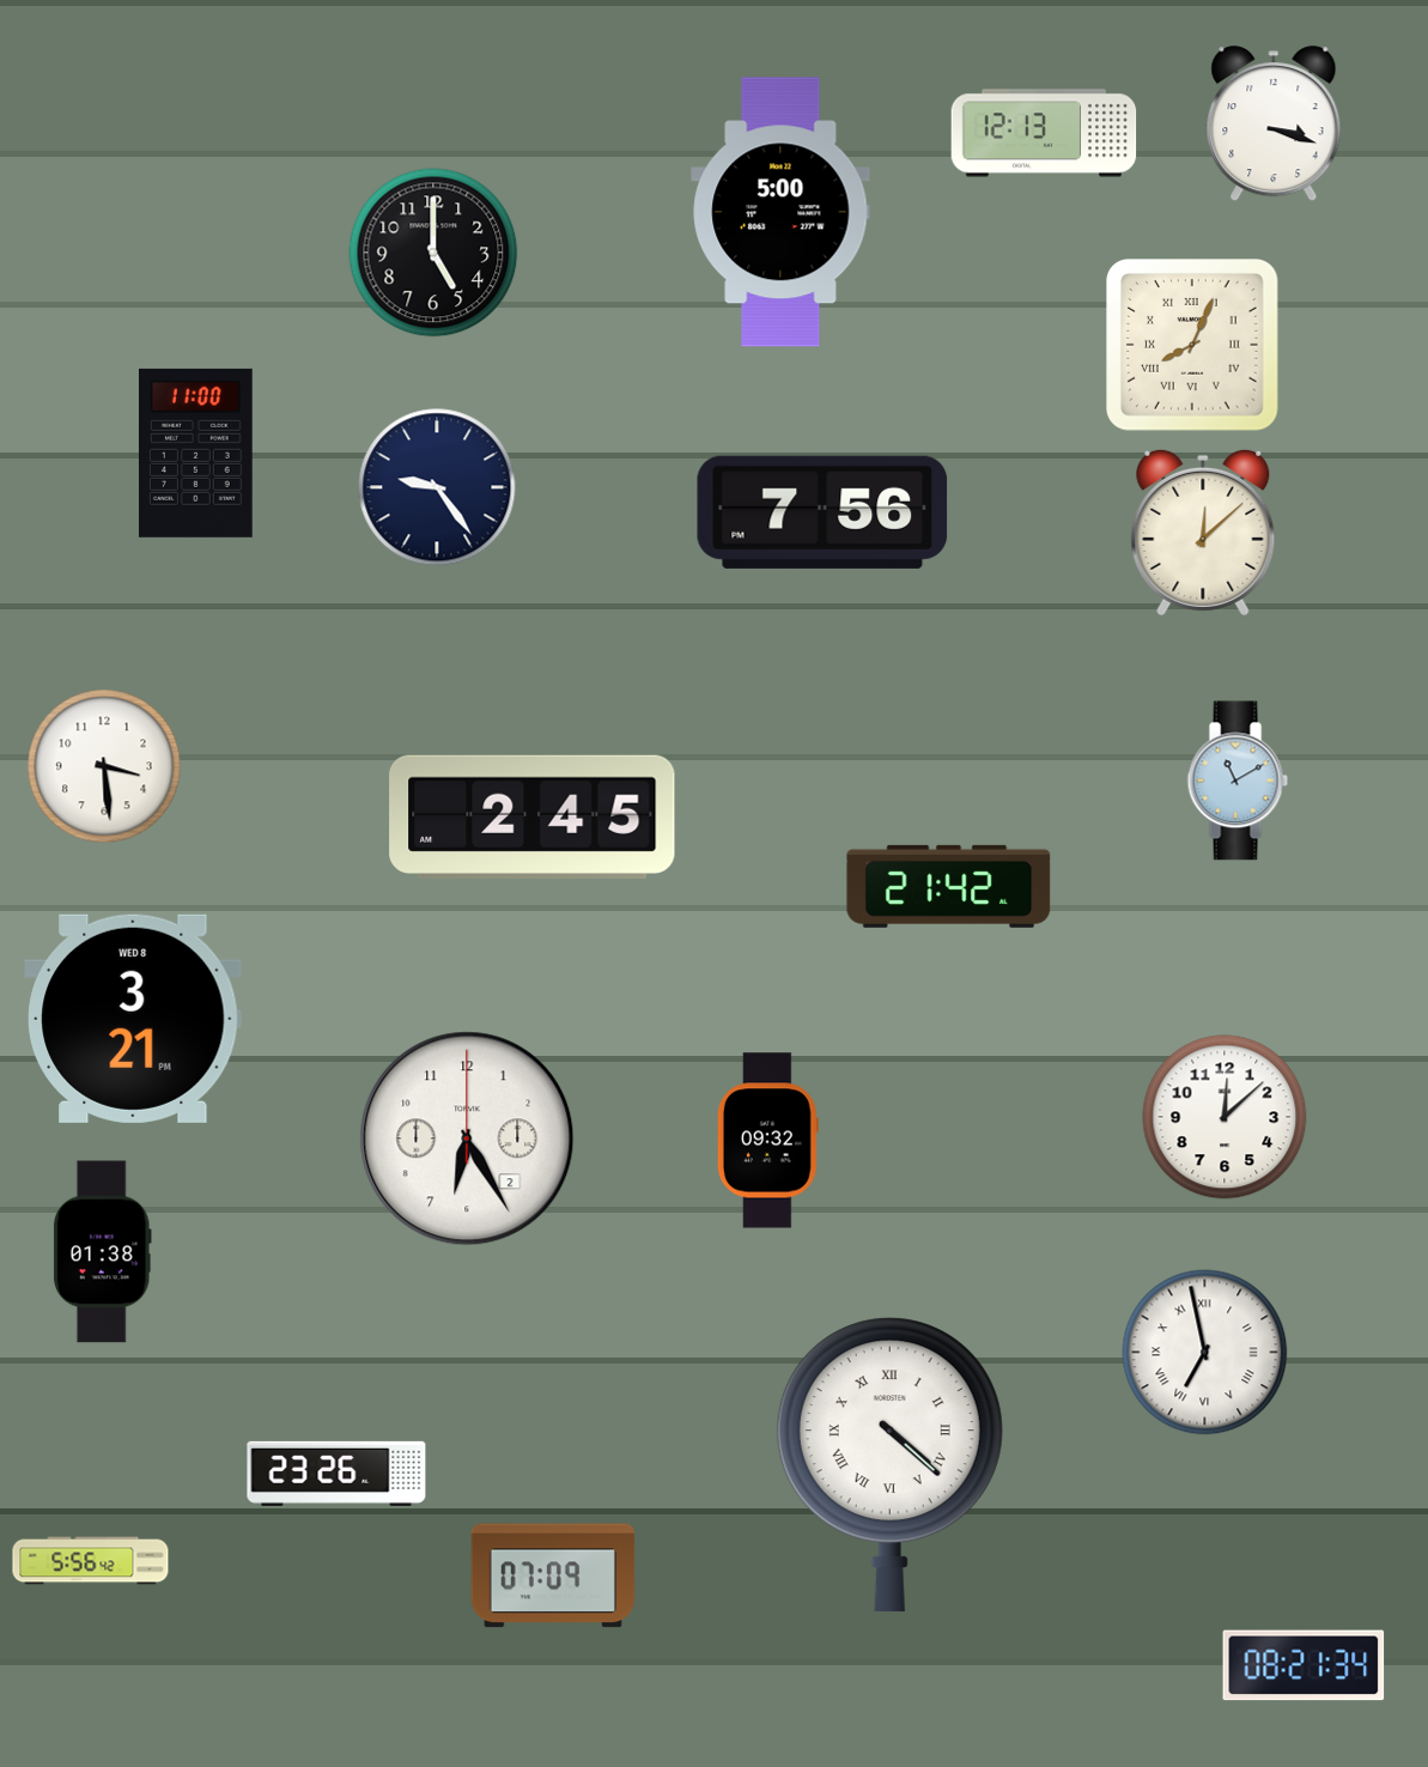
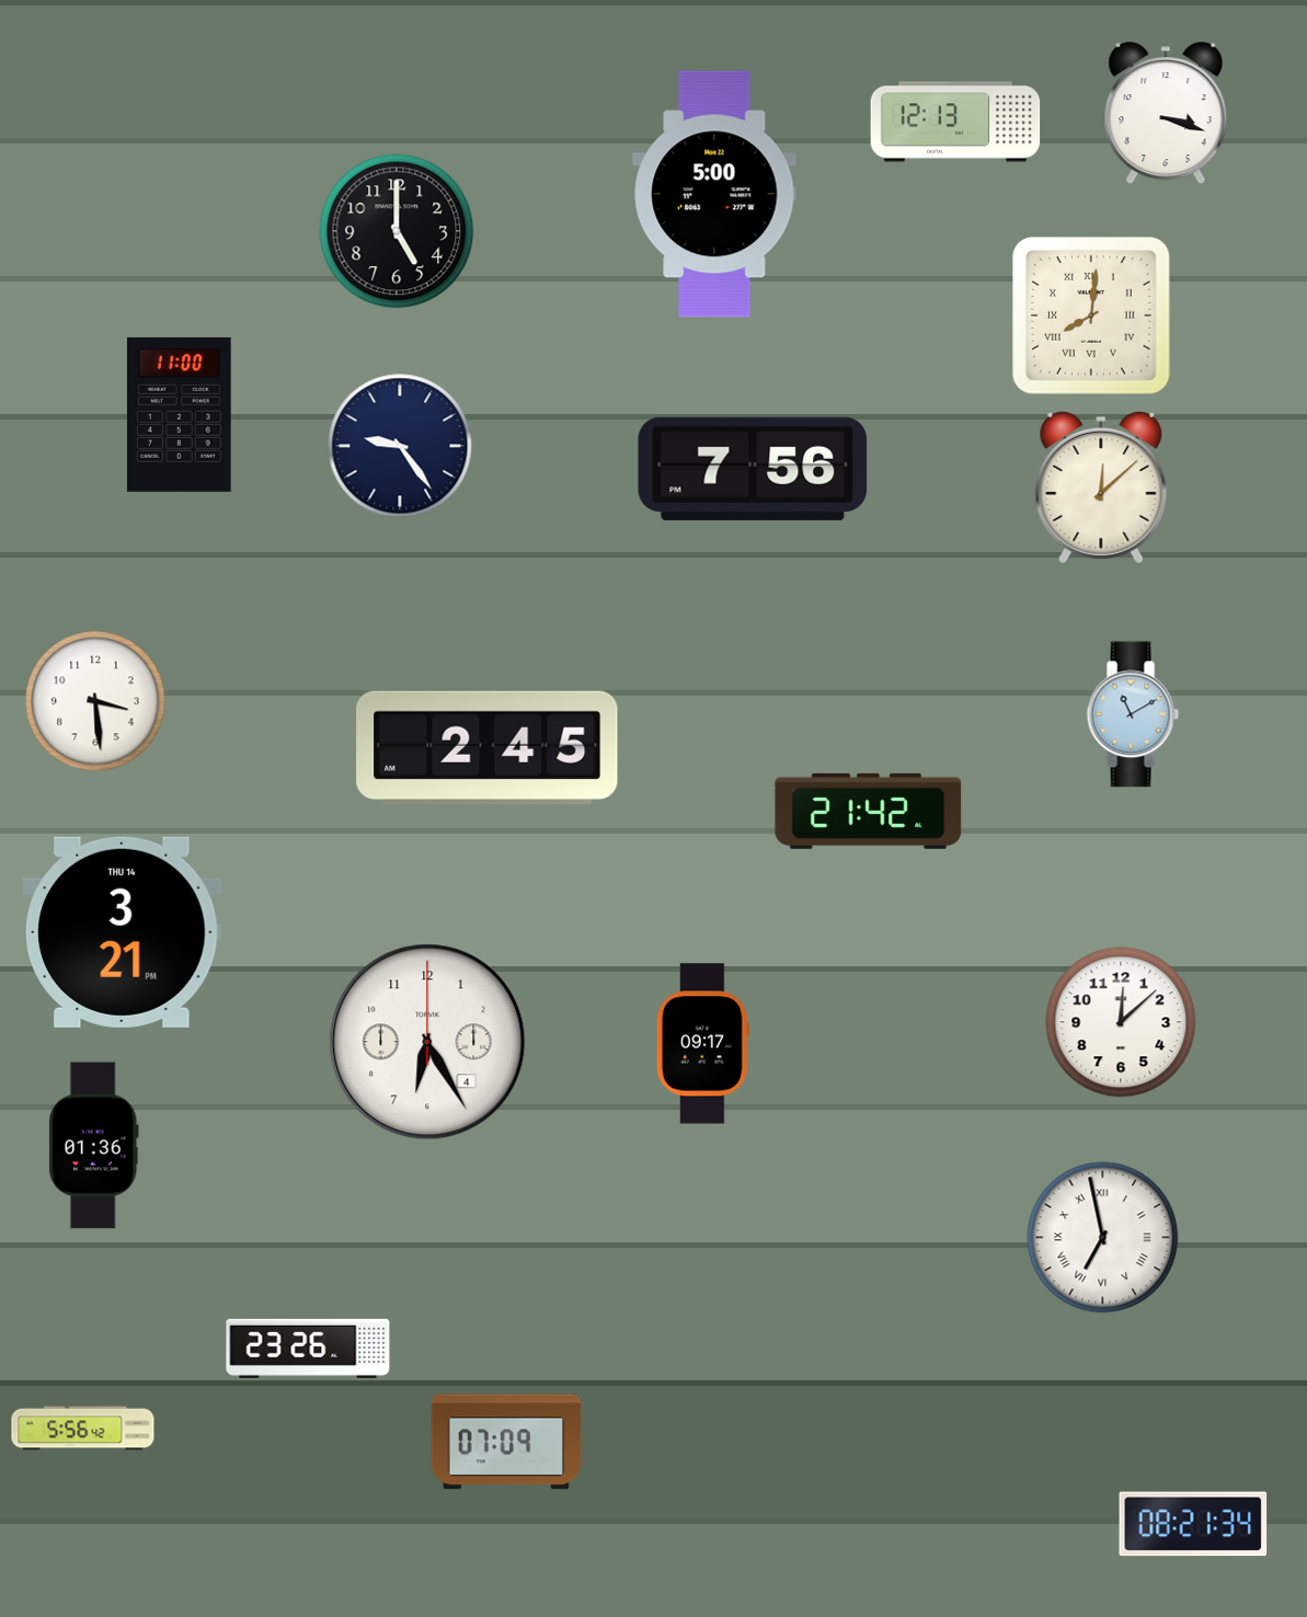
clock at (1193, 346): 8:04 -> 8:01
clock at (133, 1019) date: WED 8 -> THU 14
clock at (467, 1138) date: 2 -> 4
clock at (767, 1141): 09:32 -> 09:17
clock at (102, 1252): 01:38 -> 01:36
clock at (889, 1465): 4:22 -> none
